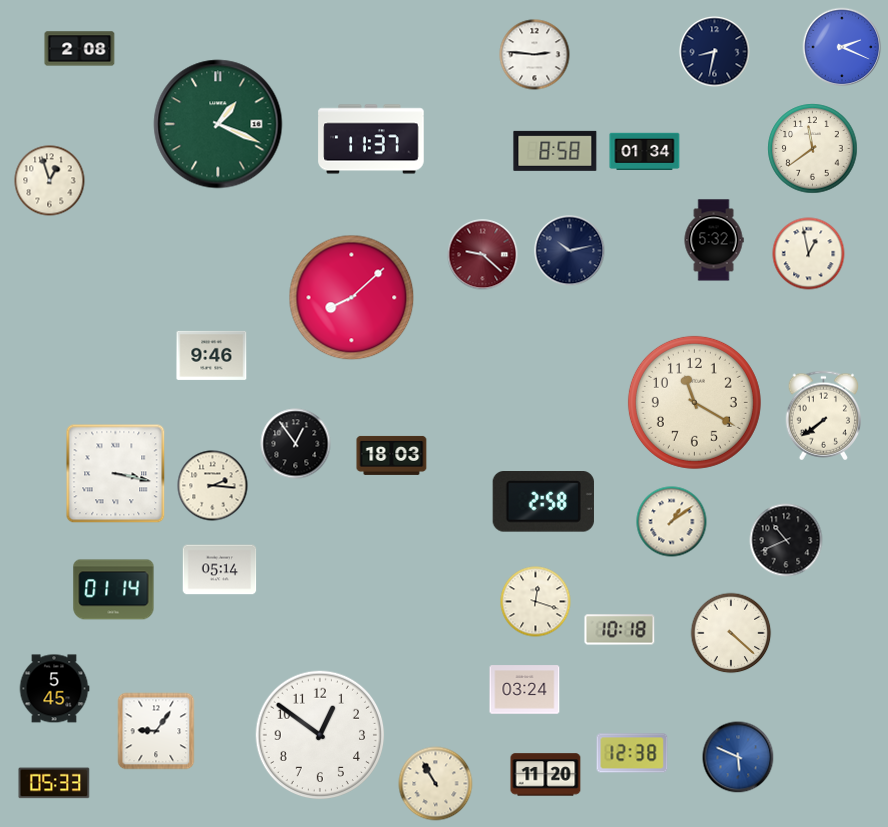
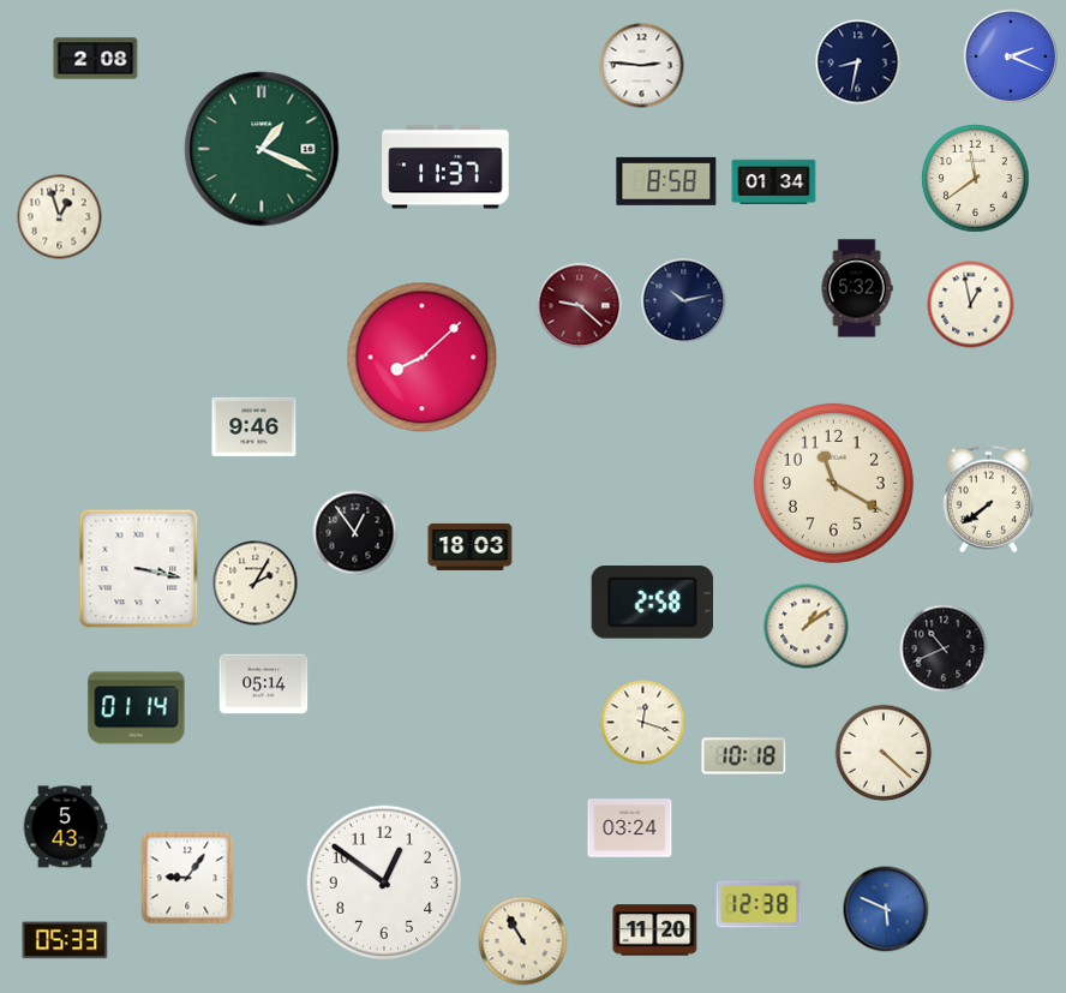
clock at (213, 486): 2:16 -> 2:05
clock at (731, 633) position: (731, 633) -> (884, 753)
clock at (54, 689): 5:45 -> 5:43
